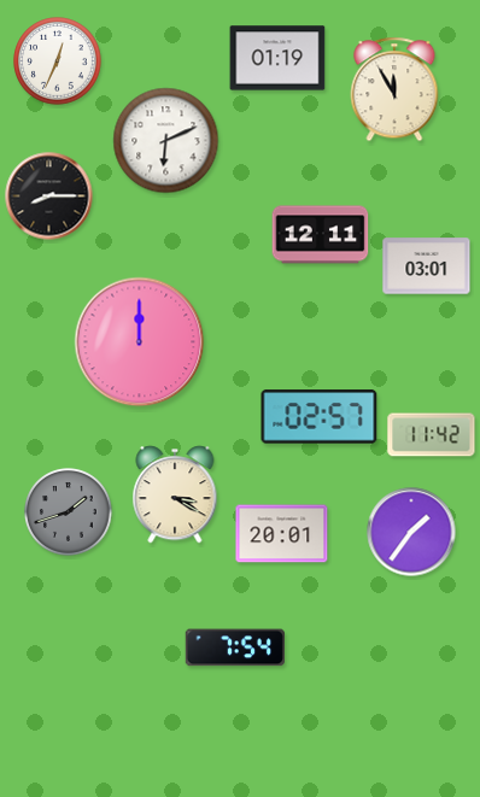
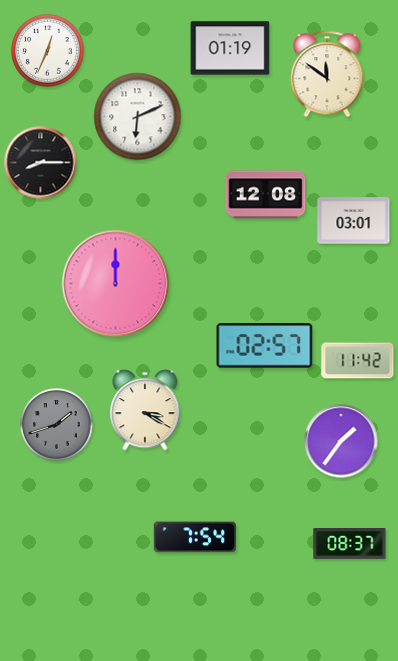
clock at (394, 89): 11:55 -> 11:51
clock at (321, 235): 12:11 -> 12:08
clock at (282, 534): 20:01 -> none
clock at (350, 544): none -> 08:37
